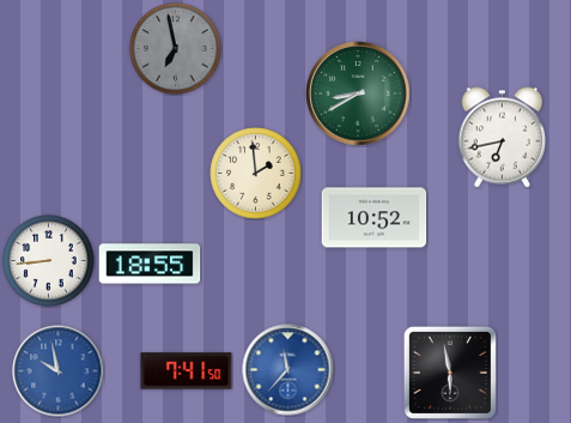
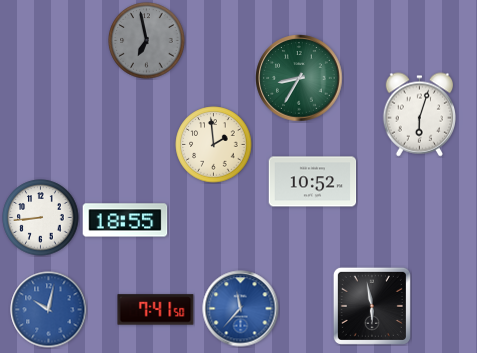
clock at (358, 93): 8:40 -> 8:35
clock at (502, 138): 6:43 -> 6:03
clock at (59, 371): 9:58 -> 10:02
clock at (450, 373) position: (450, 373) -> (372, 306)
